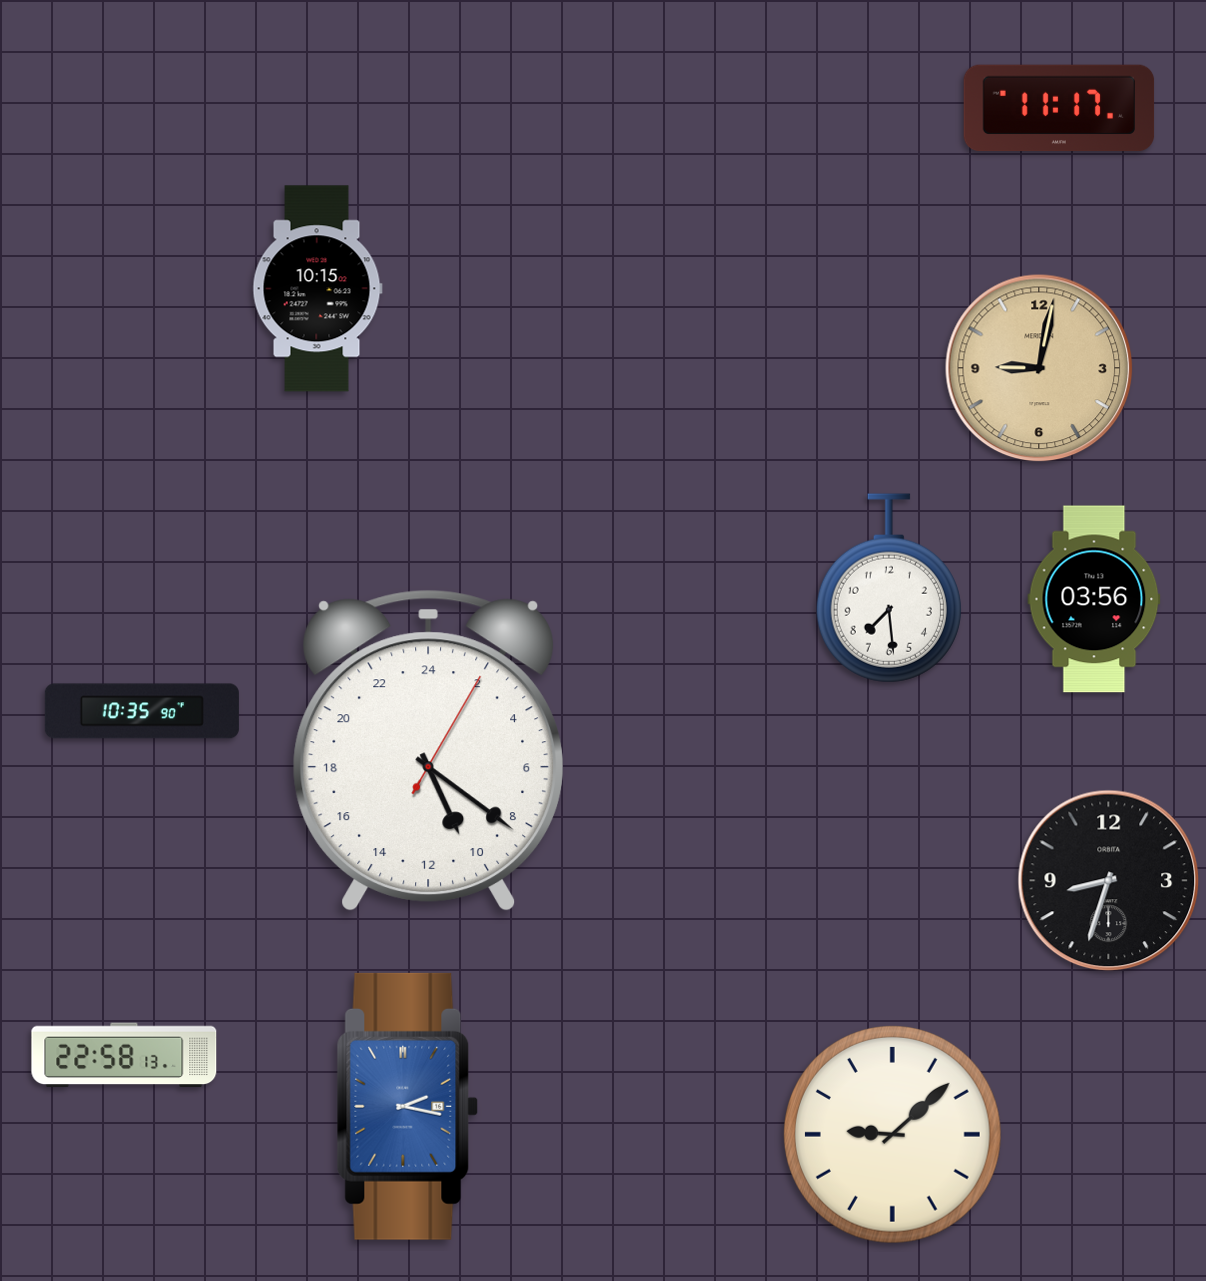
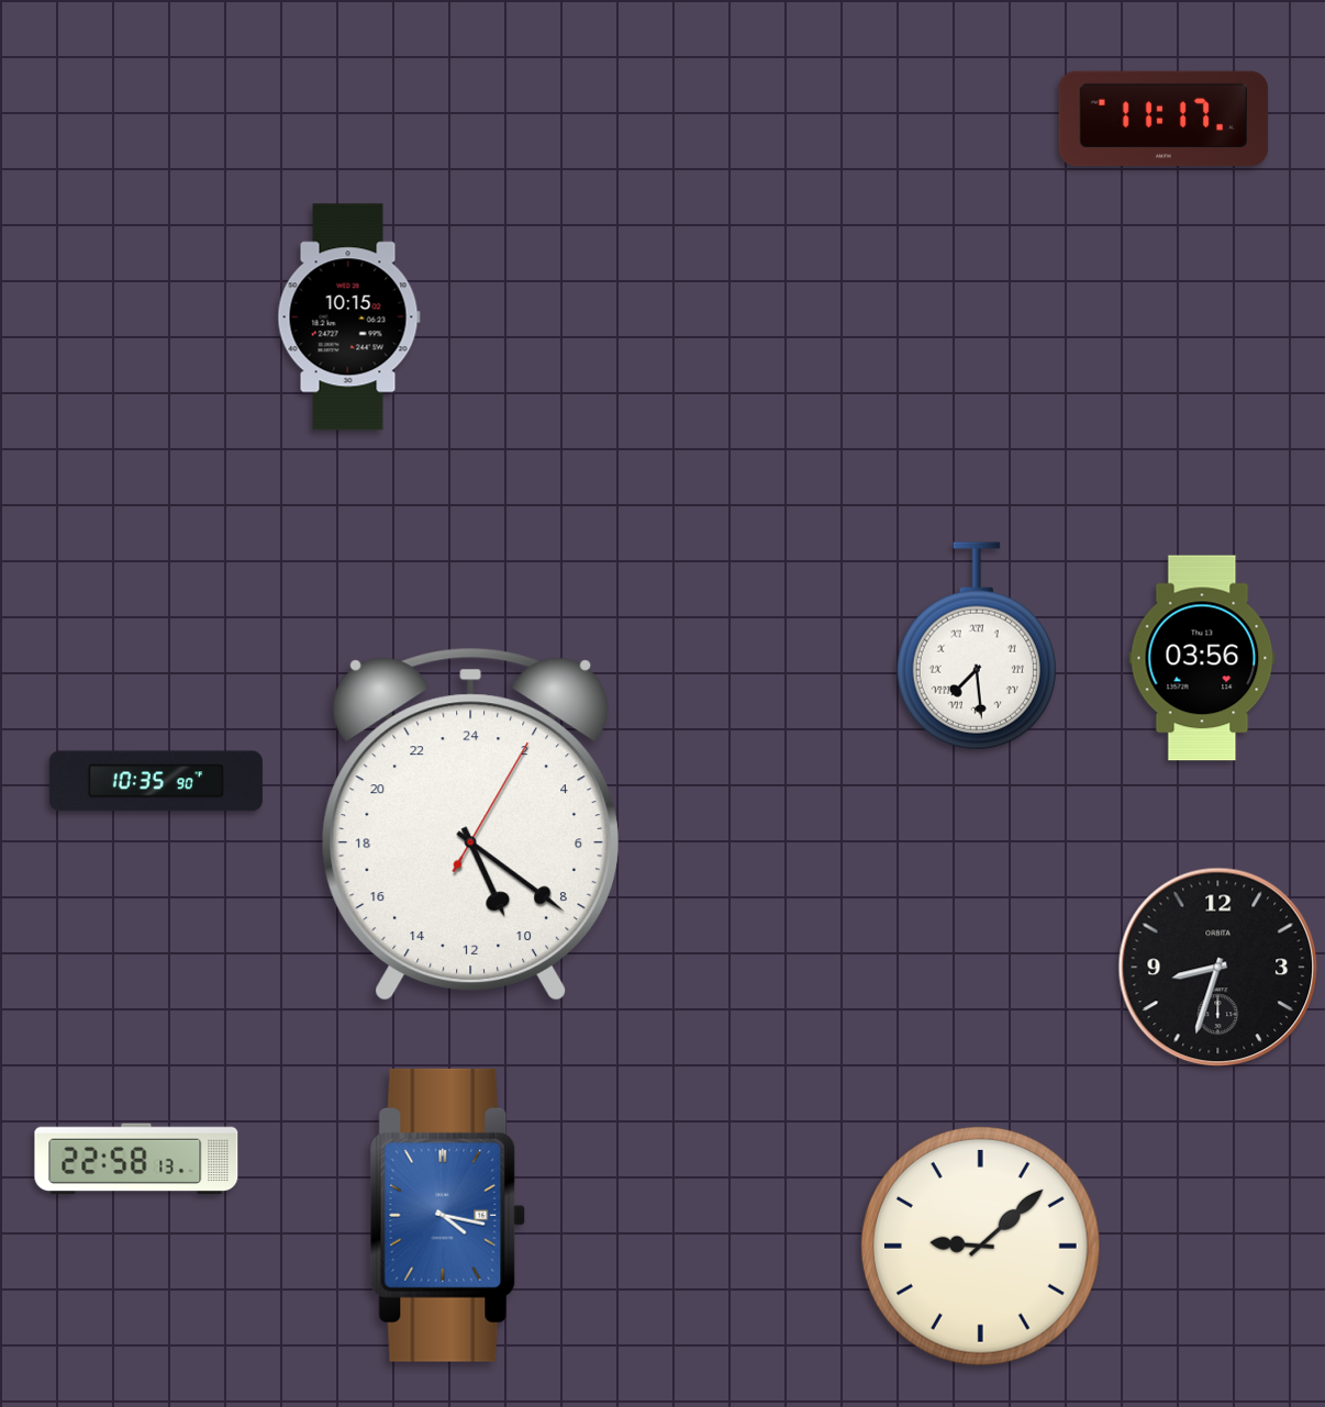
clock at (1039, 368): 9:02 -> none
clock at (889, 588) numerals: Arabic -> Roman
clock at (408, 1106): 2:17 -> 4:17
